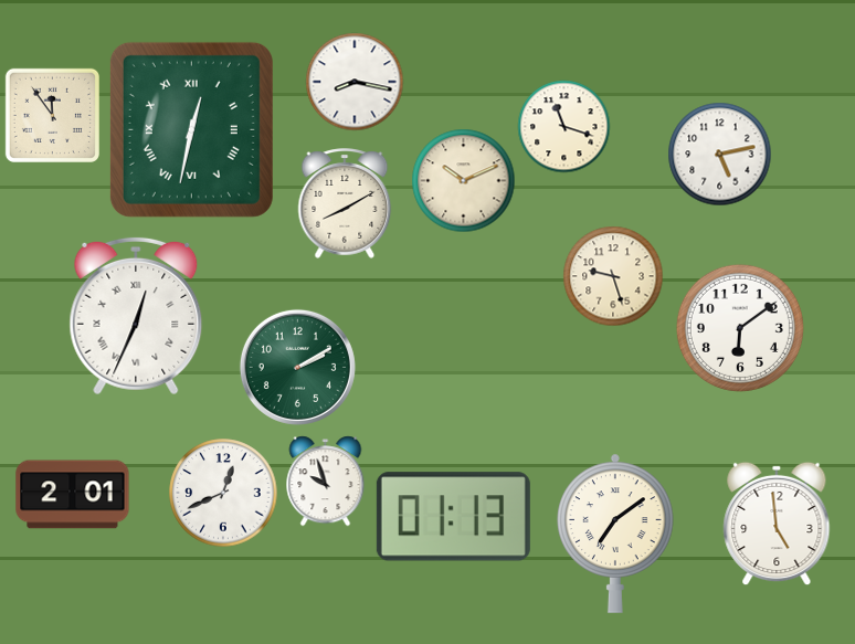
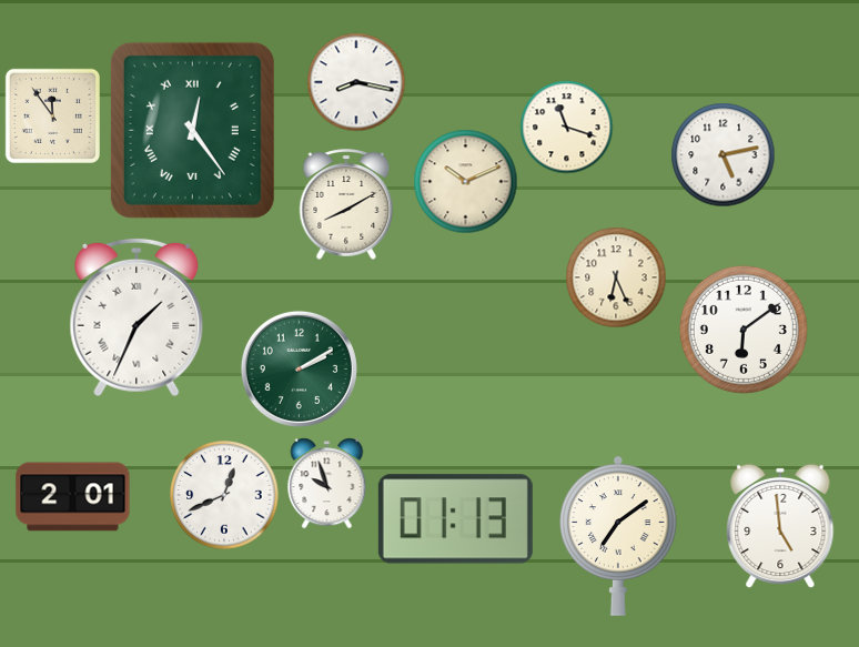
clock at (191, 129): 12:32 -> 12:24
clock at (613, 276): 9:27 -> 6:26
clock at (136, 316): 12:34 -> 1:34
